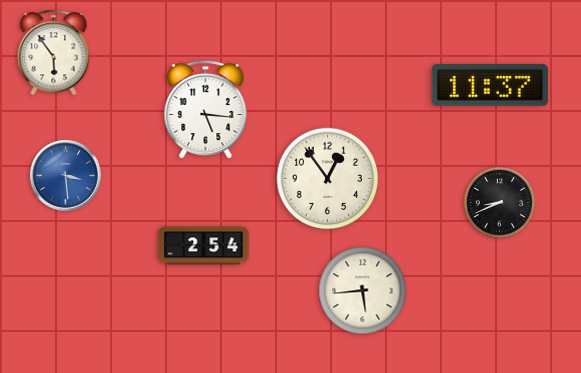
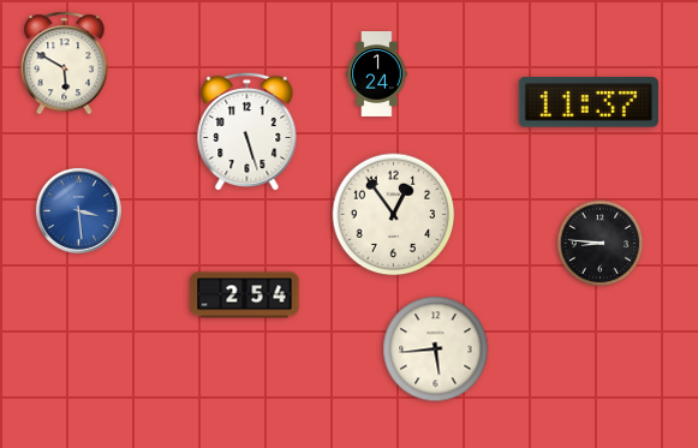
clock at (54, 53): 5:54 -> 5:50
clock at (377, 73): none -> 1:24
clock at (206, 110): 5:16 -> 5:27
clock at (500, 203): 8:41 -> 8:46
